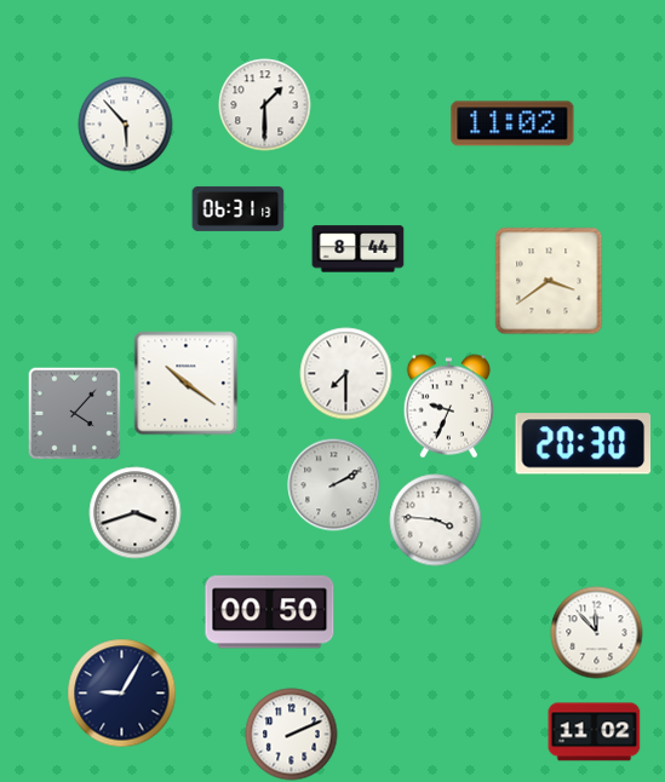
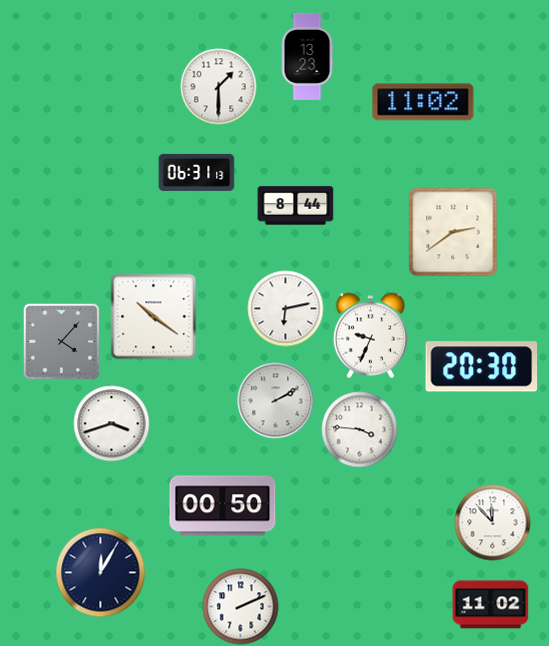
clock at (307, 56): none -> 13:23
clock at (126, 125): 5:53 -> none
clock at (549, 281): 3:39 -> 2:39
clock at (346, 374): 7:30 -> 6:13
clock at (122, 694): 9:05 -> 12:05
